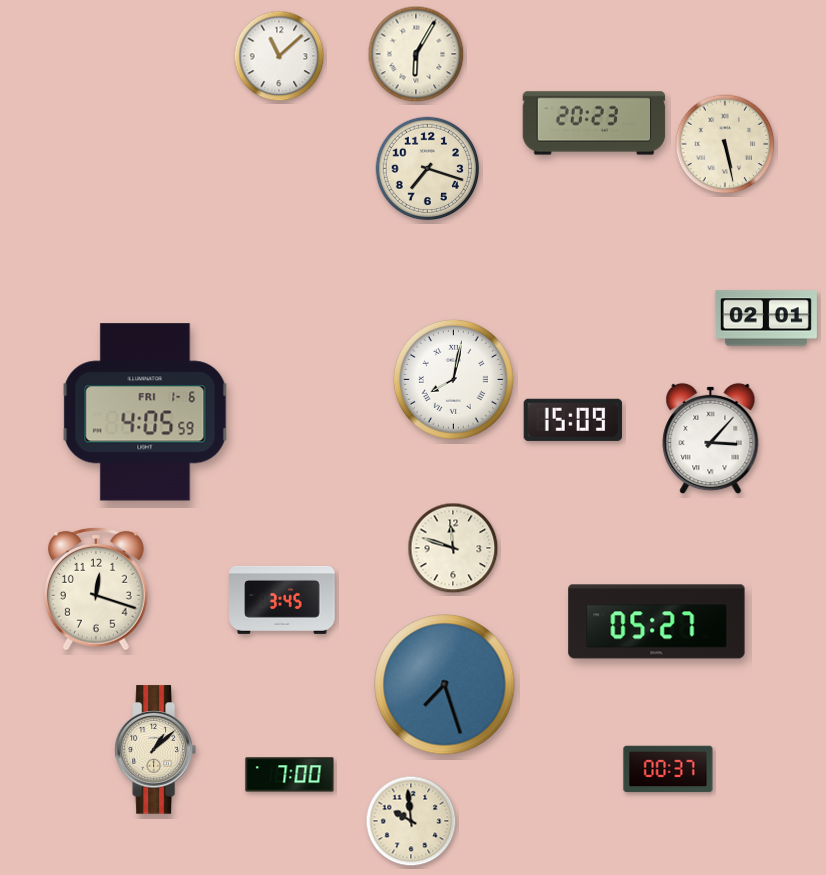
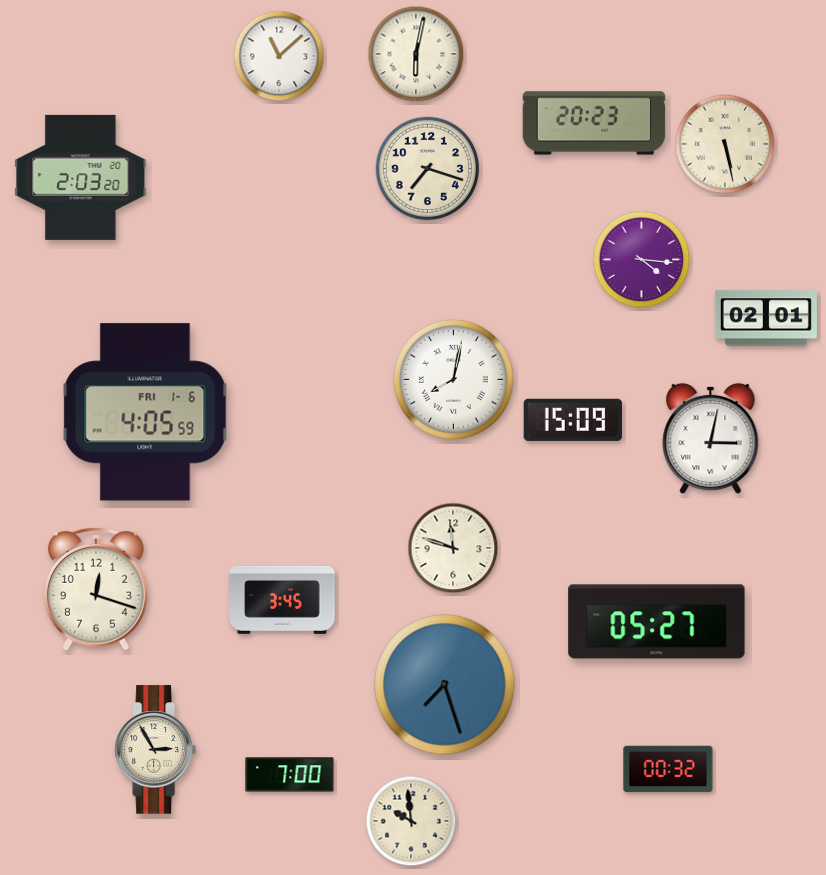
clock at (416, 54): 6:05 -> 6:02
clock at (81, 177): none -> 2:03
clock at (642, 260): none -> 4:16
clock at (711, 439): 3:07 -> 3:02
clock at (155, 750): 1:08 -> 2:55
clock at (668, 769): 00:37 -> 00:32
